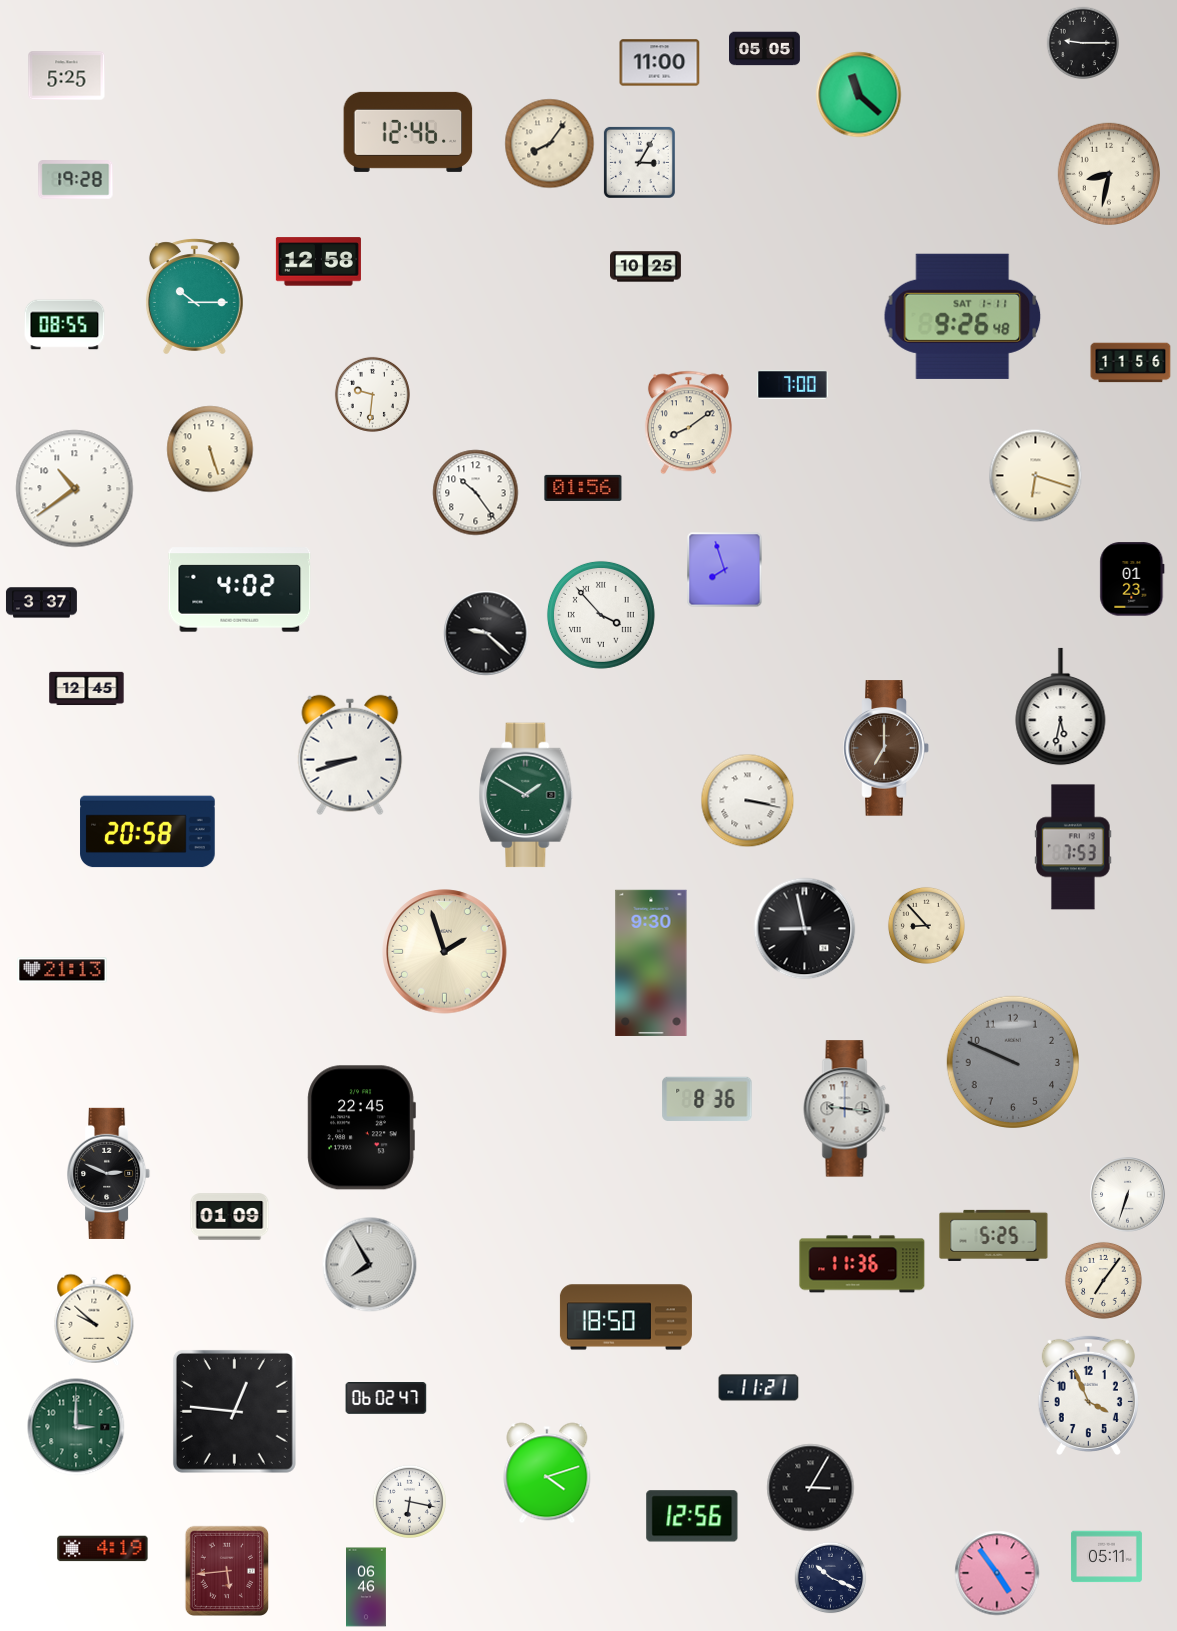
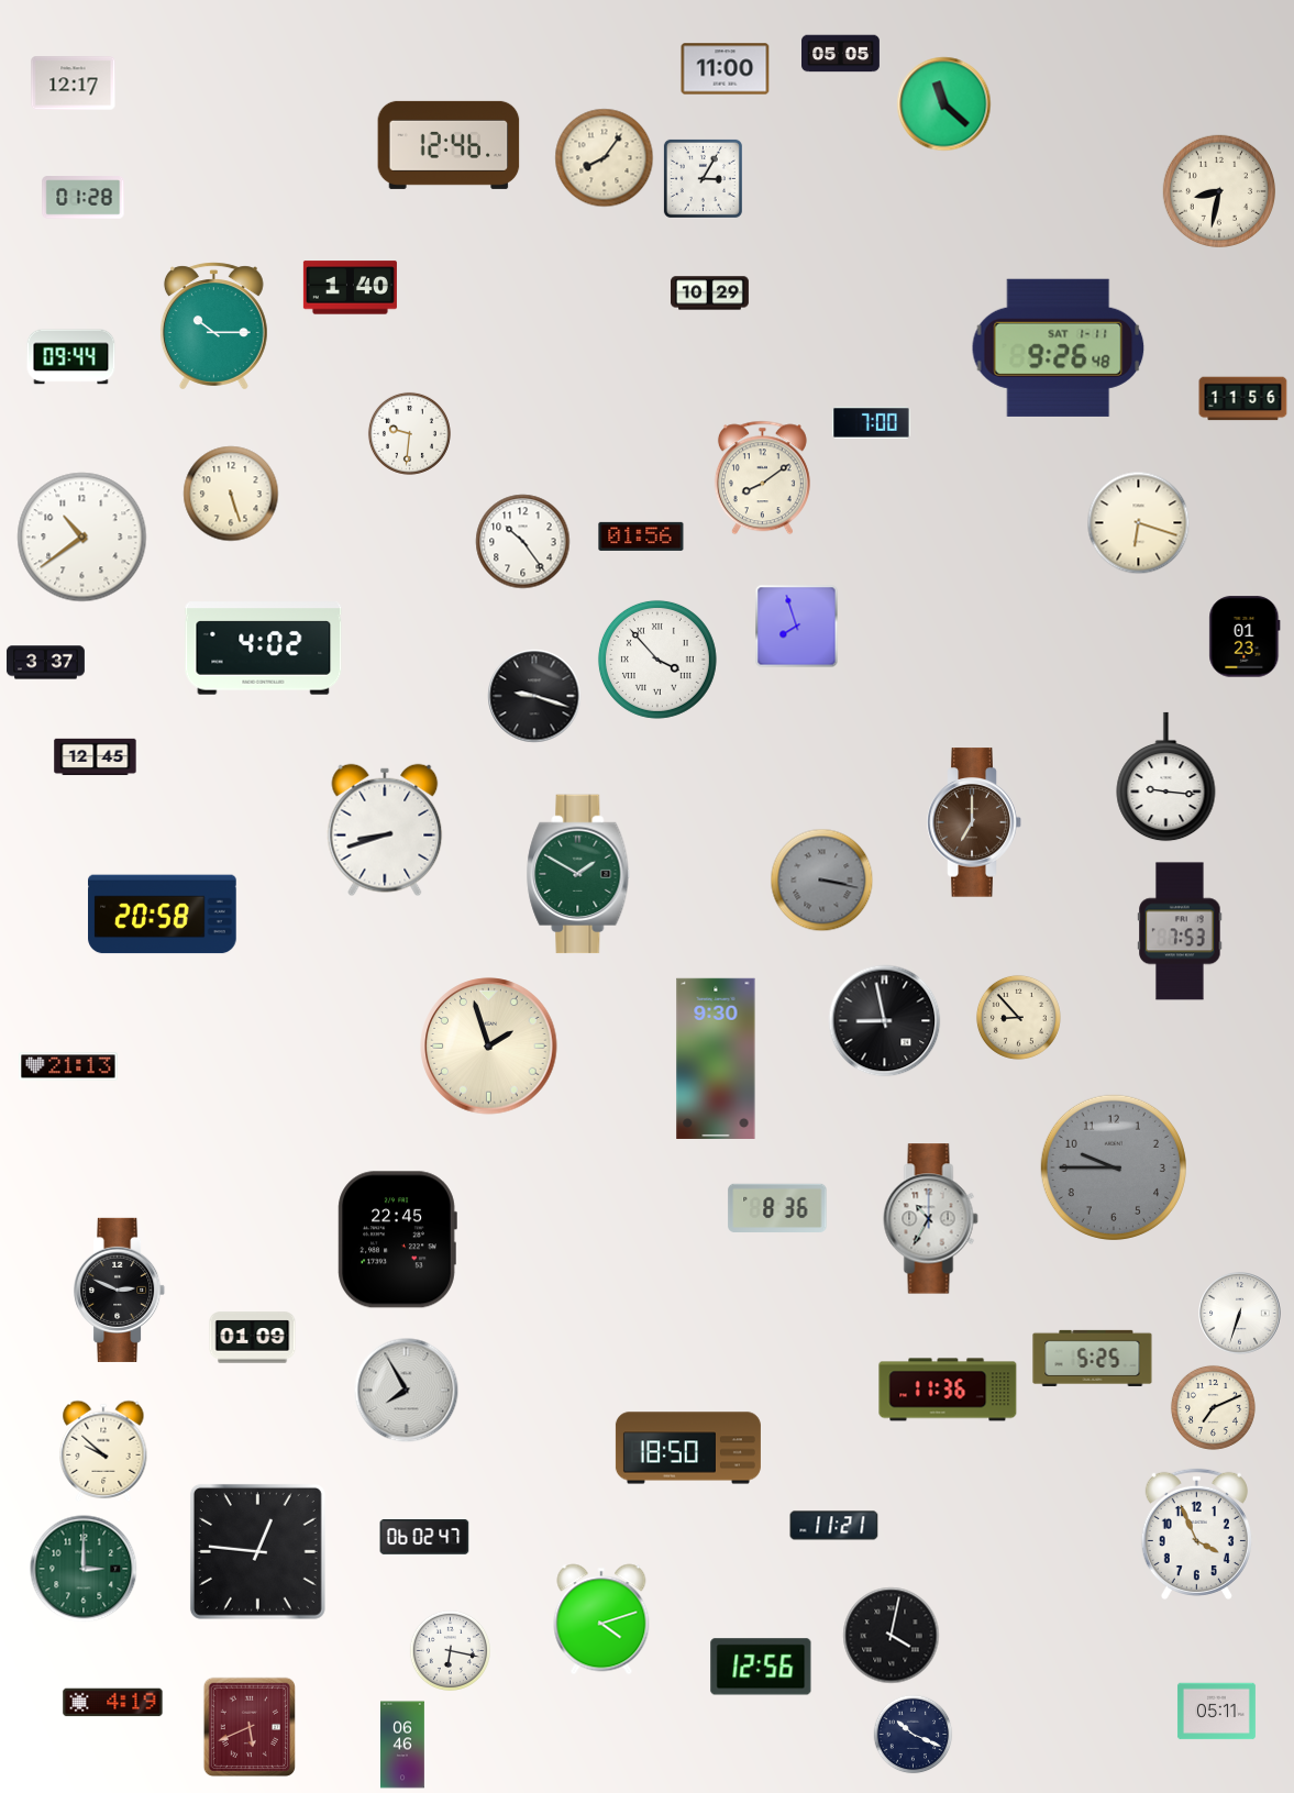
clock at (1083, 43): 9:15 -> none
clock at (67, 76): 5:25 -> 12:17
clock at (76, 180): 19:28 -> 01:28
clock at (318, 262): 12:58 -> 1:40
clock at (646, 267): 10:25 -> 10:29
clock at (65, 325): 08:55 -> 09:44
clock at (688, 423) position: (688, 423) -> (762, 478)
clock at (601, 615) position: (601, 615) -> (657, 660)
clock at (486, 633): 9:22 -> 9:18
clock at (1061, 707): 5:32 -> 9:16
clock at (748, 801) dial: white -> grey
clock at (1013, 1062): 9:49 -> 9:45
clock at (847, 1109): 9:16 -> 10:35
clock at (1103, 1280): 7:06 -> 7:11
clock at (811, 1488): 3:05 -> 4:02
clock at (226, 1570): 5:44 -> 5:41
clock at (997, 1573): 4:54 -> none
